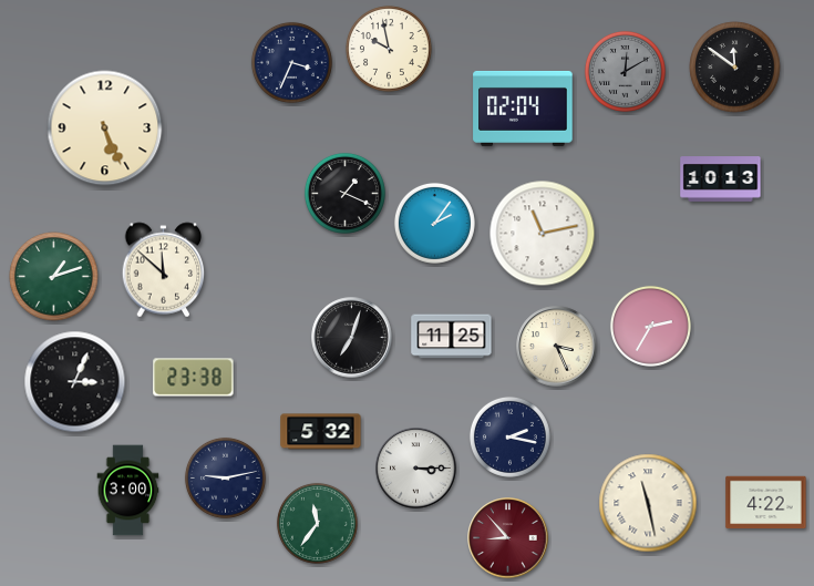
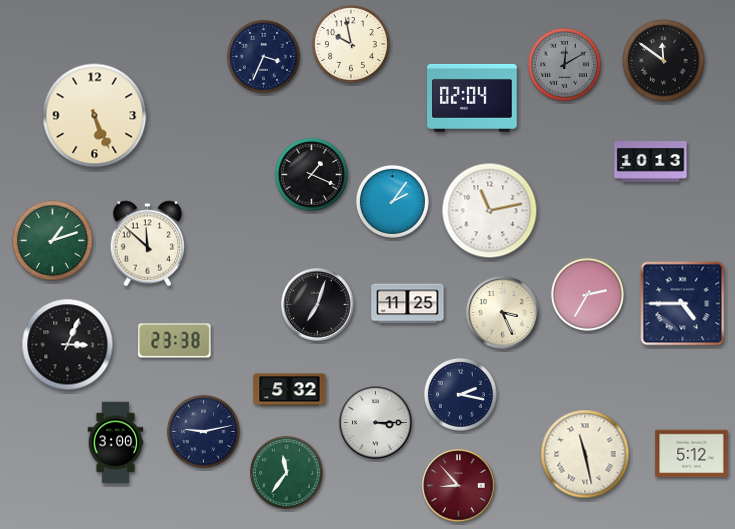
clock at (54, 277) position: (54, 277) -> (53, 241)
clock at (683, 304): none -> 4:45
clock at (766, 503): 4:22 -> 5:12
